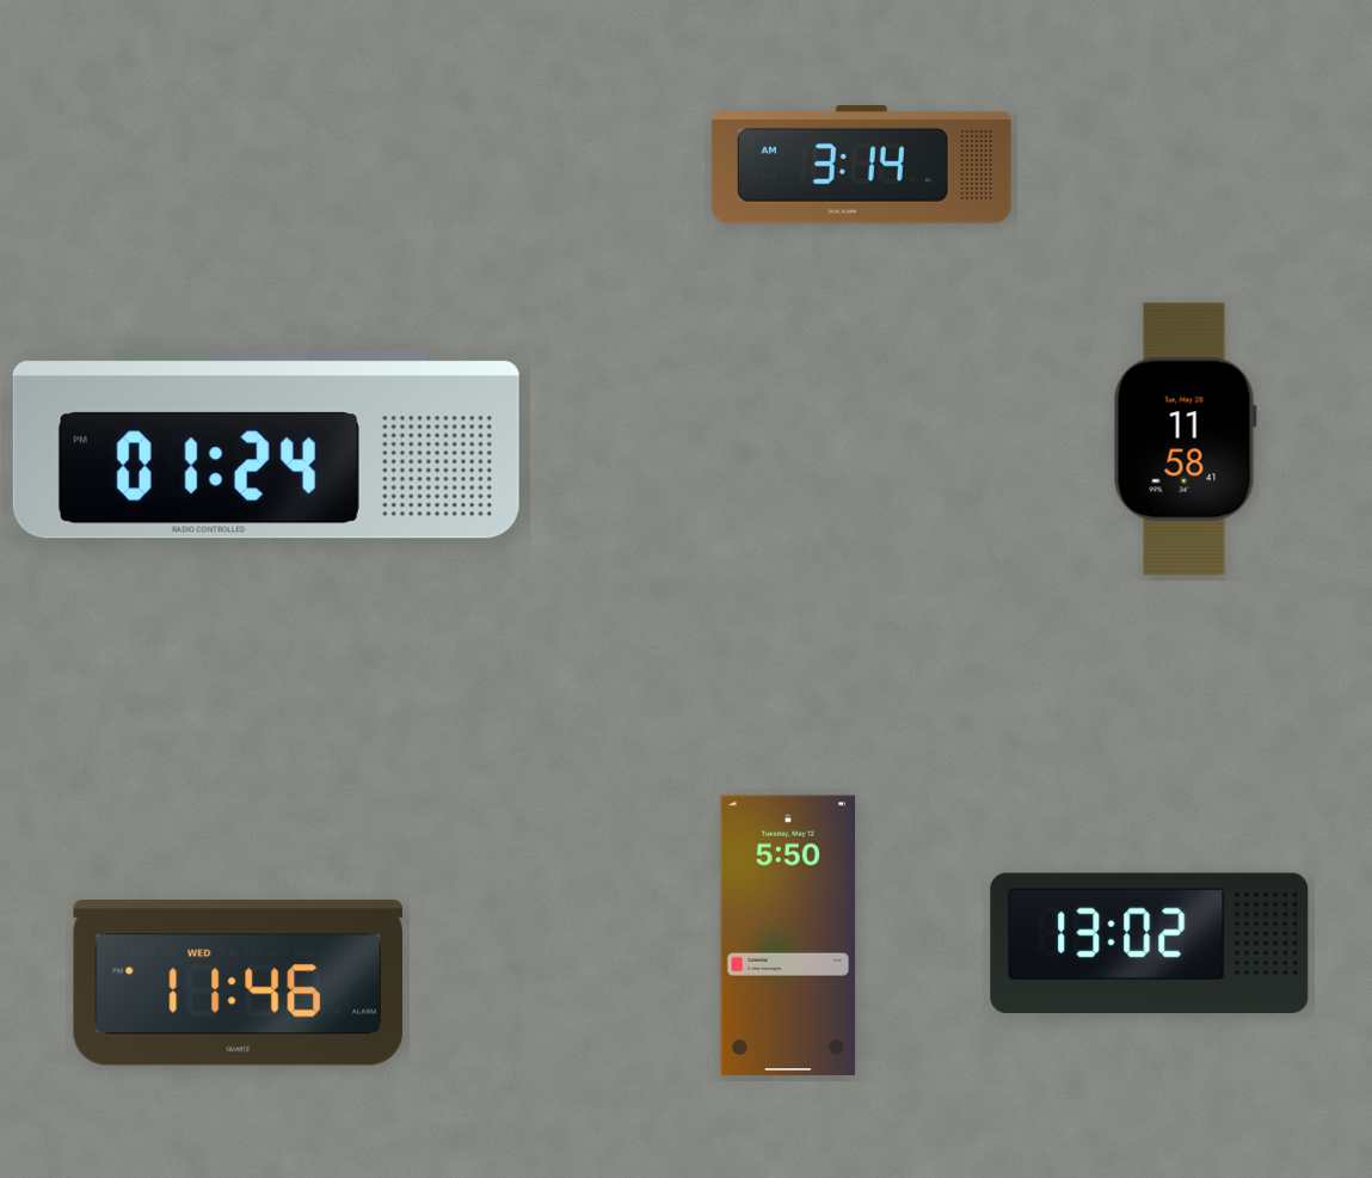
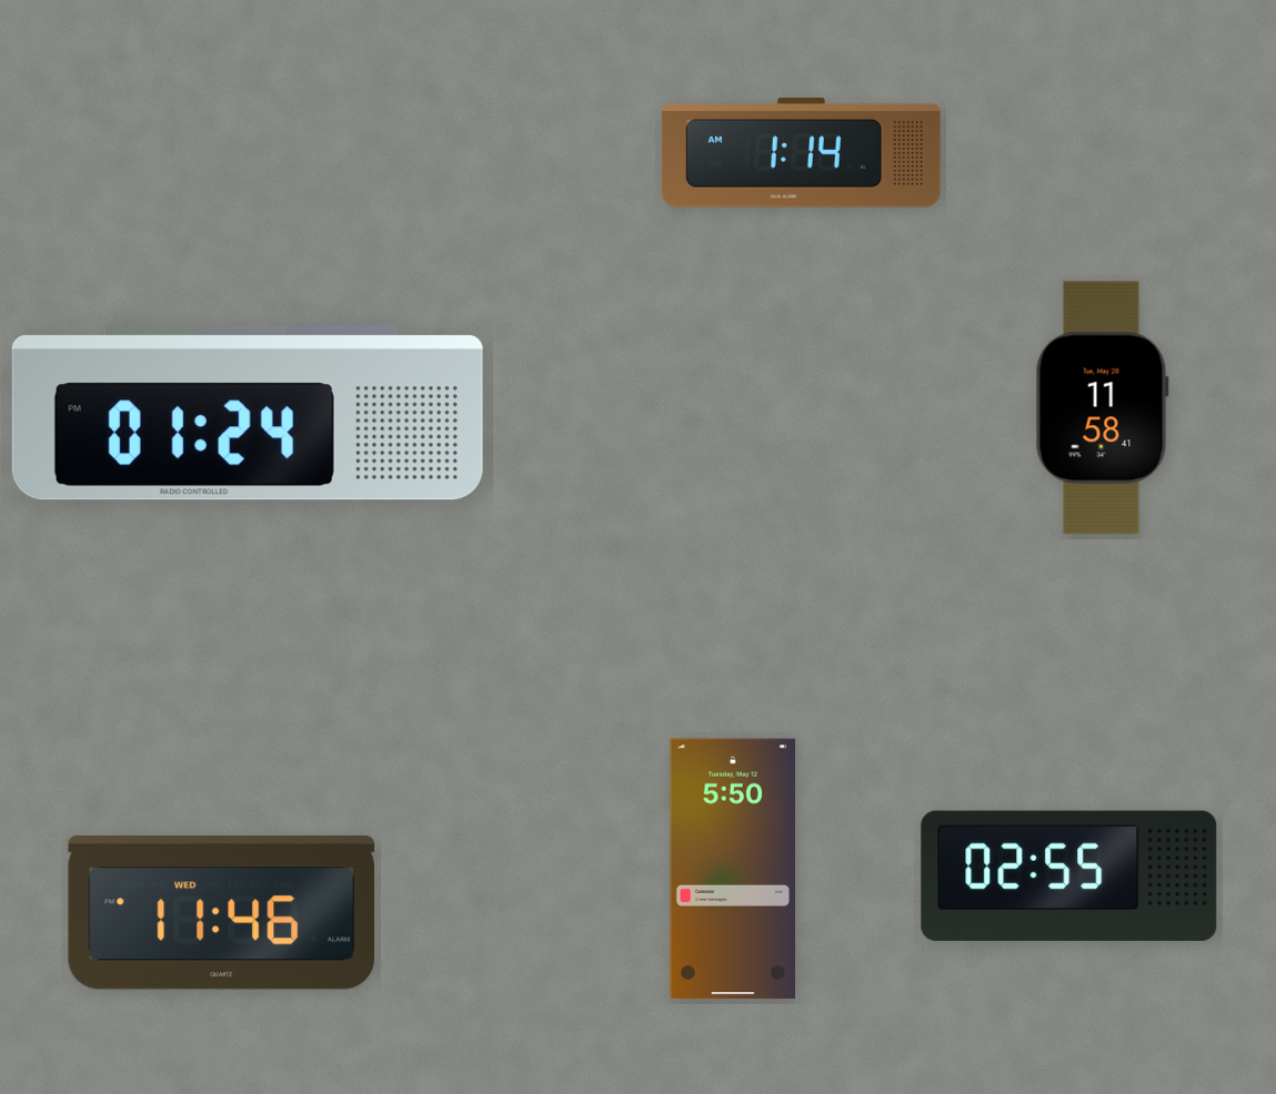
clock at (861, 165): 3:14 -> 1:14
clock at (1150, 943): 13:02 -> 02:55
